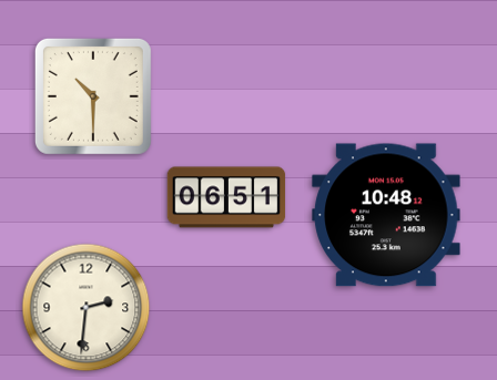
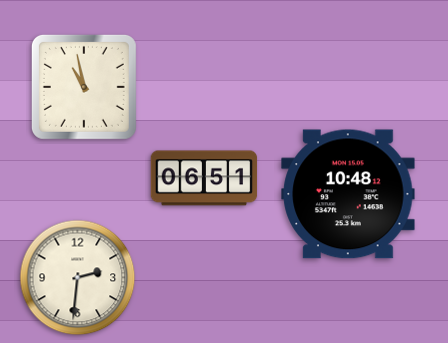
clock at (93, 96): 10:30 -> 10:58
